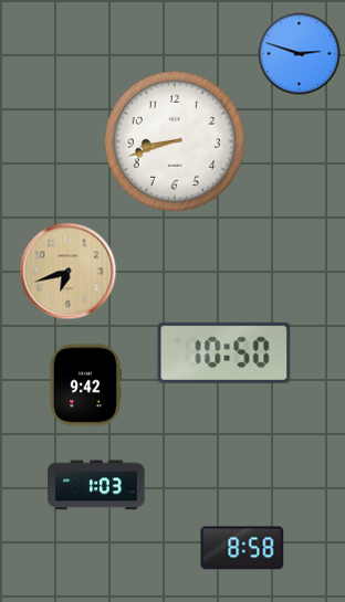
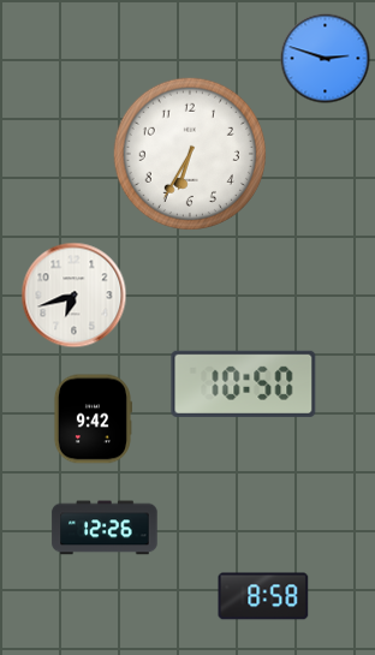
clock at (175, 141): 8:42 -> 6:35
clock at (69, 272) dial: champagne -> white
clock at (96, 485): 1:03 -> 12:26
